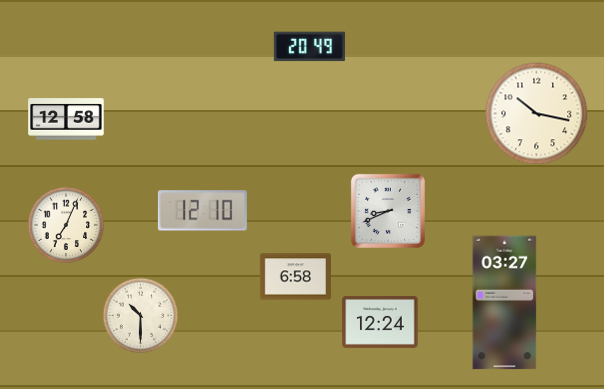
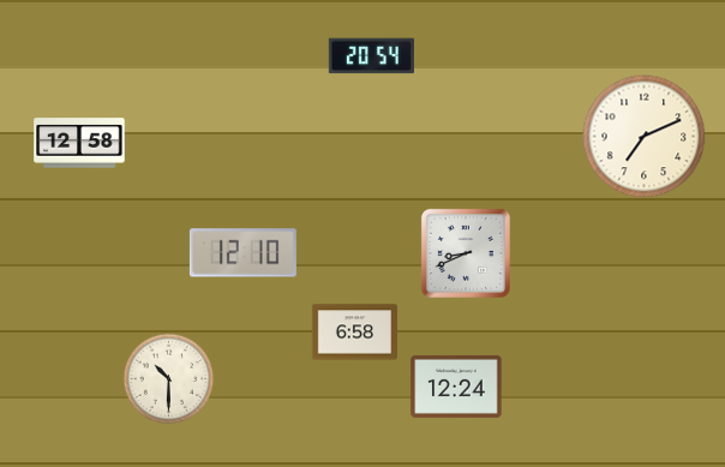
clock at (309, 47): 20:49 -> 20:54
clock at (537, 114): 10:17 -> 7:11
clock at (66, 225): 7:04 -> none
clock at (505, 303): 03:27 -> none
